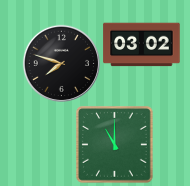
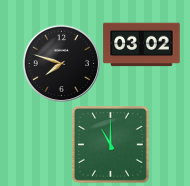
clock at (115, 145) position: (115, 145) -> (111, 145)
